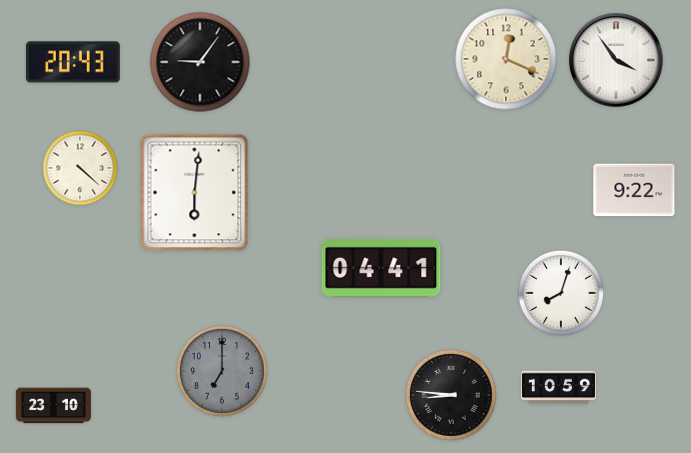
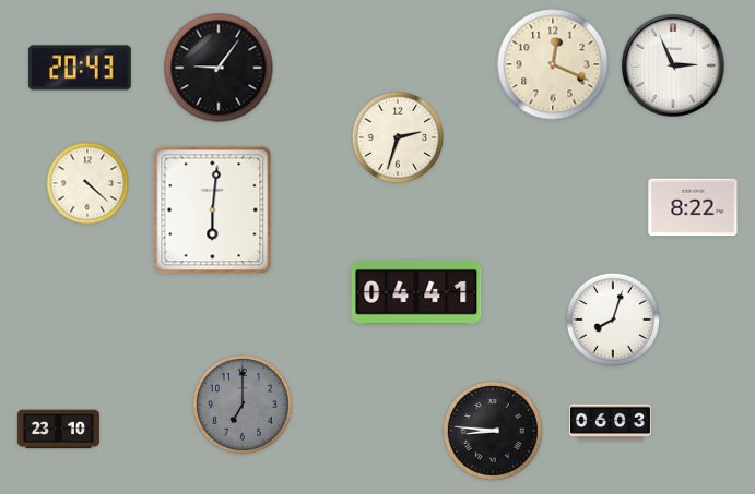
clock at (617, 61): 3:54 -> 2:56
clock at (398, 137): none -> 2:33
clock at (634, 190): 9:22 -> 8:22
clock at (558, 388): 10:59 -> 06:03
clock at (53, 406) position: (53, 406) -> (58, 430)
